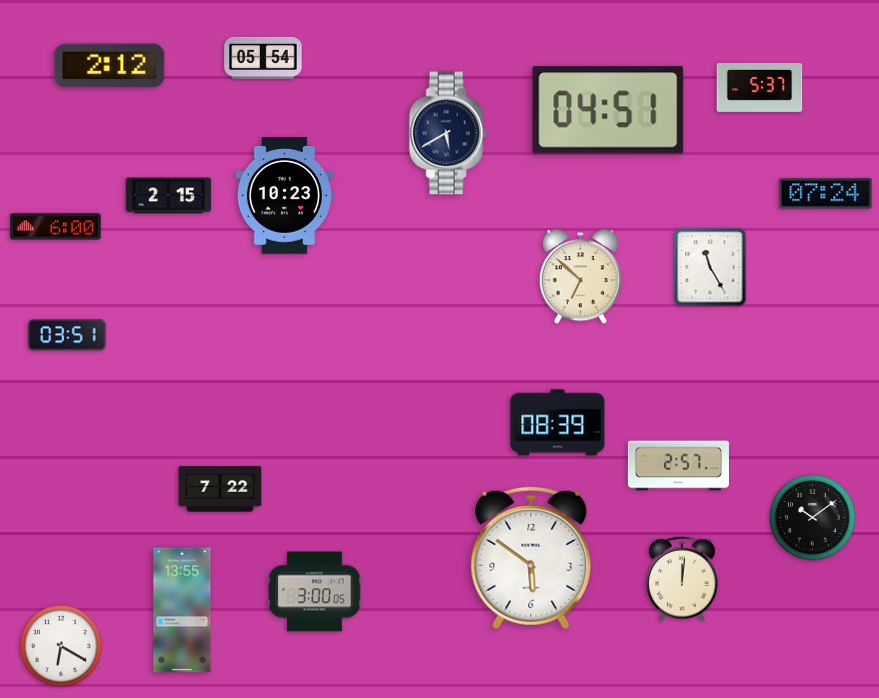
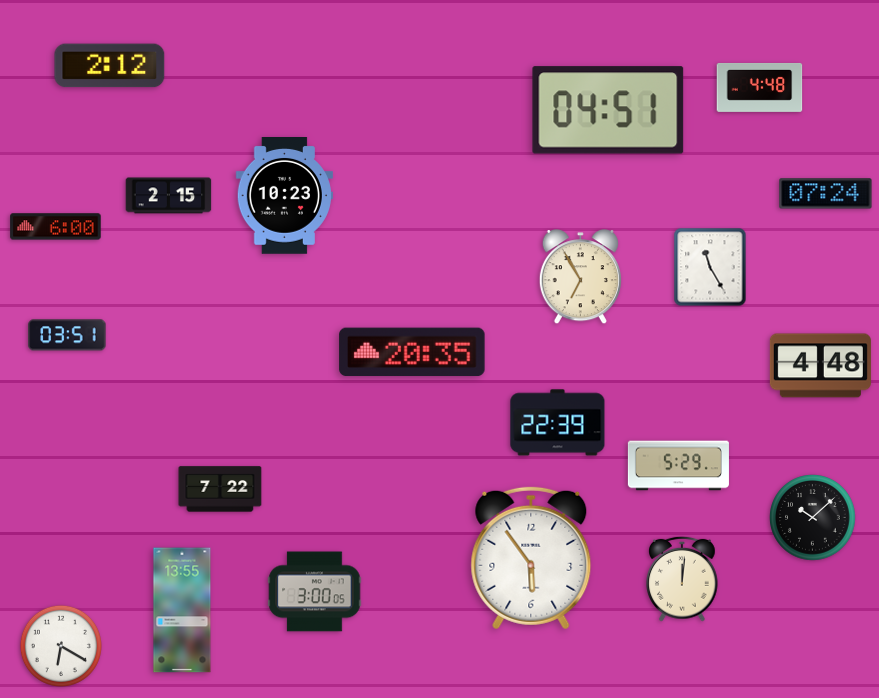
clock at (263, 58): 05:54 -> none
clock at (760, 87): 5:37 -> 4:48
clock at (448, 133): 5:40 -> none
clock at (580, 277): 6:52 -> 6:55
clock at (412, 352): none -> 20:35
clock at (820, 366): none -> 4:48
clock at (558, 423): 08:39 -> 22:39
clock at (678, 466): 2:57 -> 5:29
clock at (813, 518): 10:09 -> 10:08
clock at (531, 558): 5:51 -> 5:54
